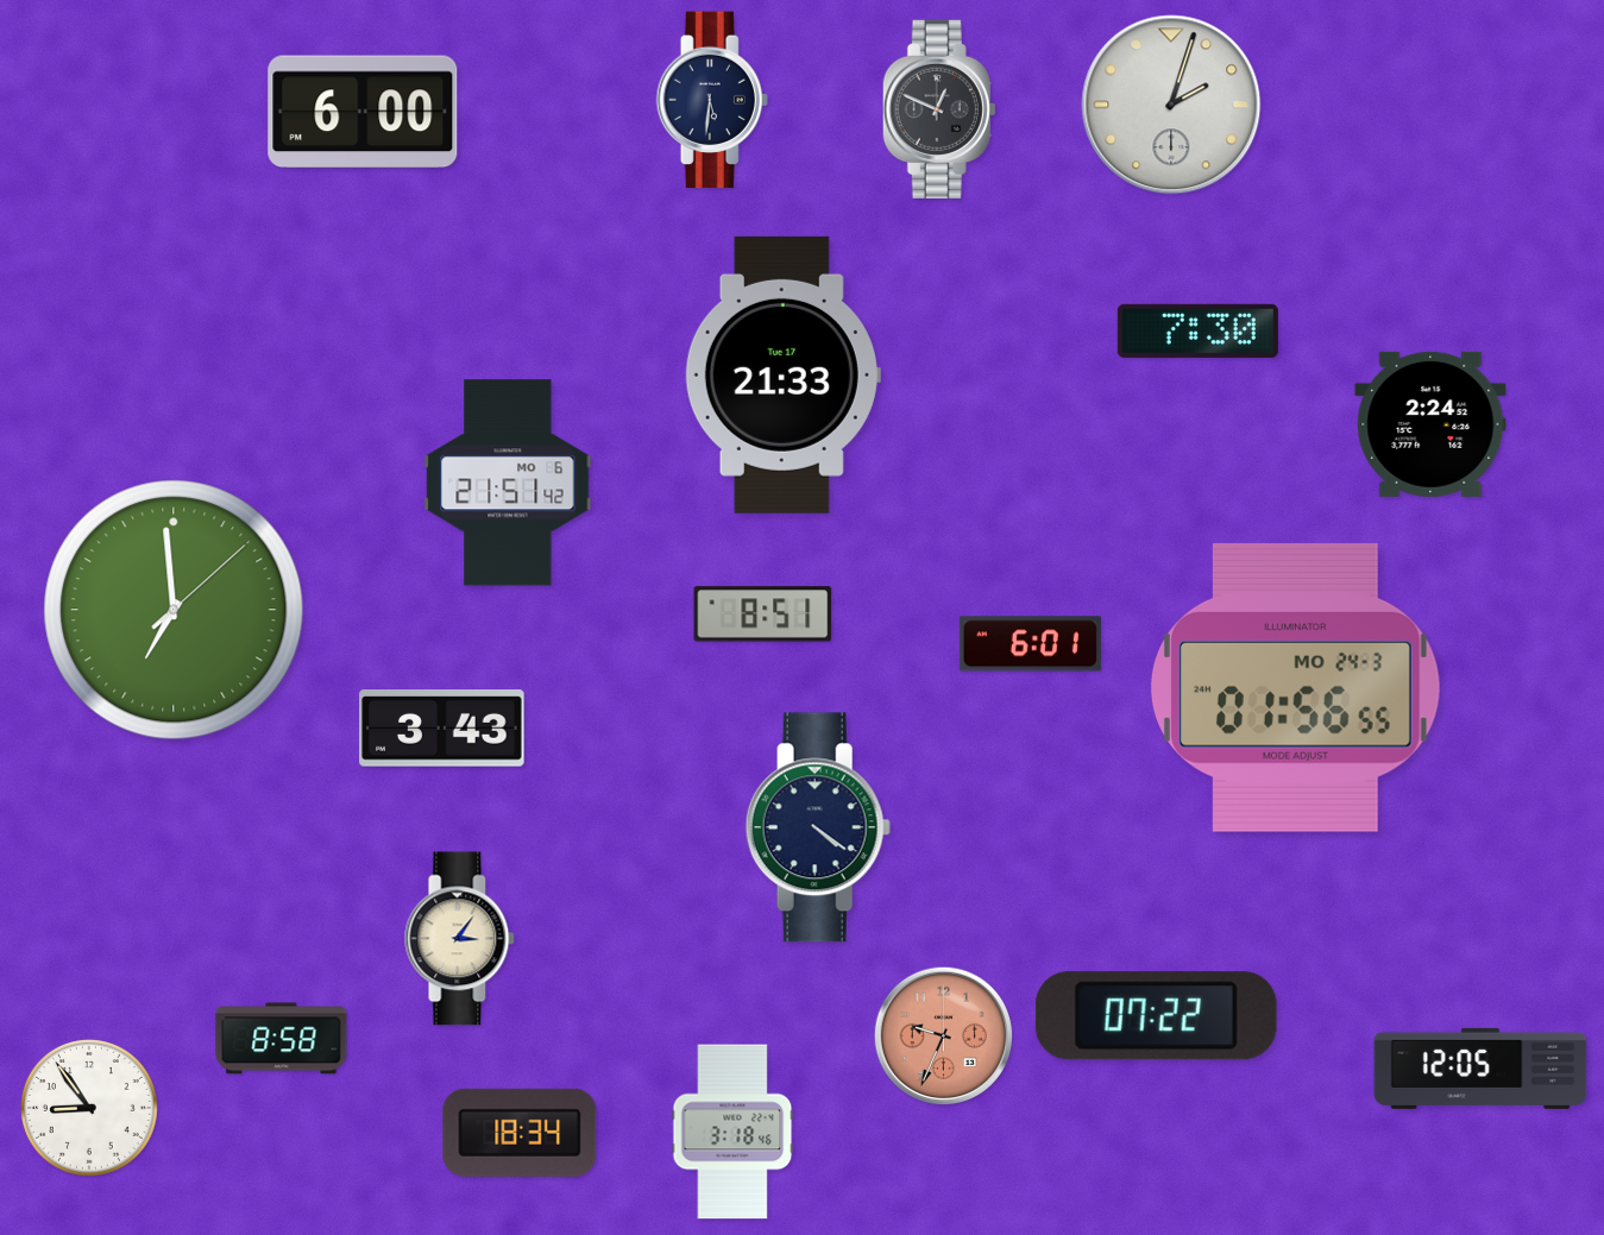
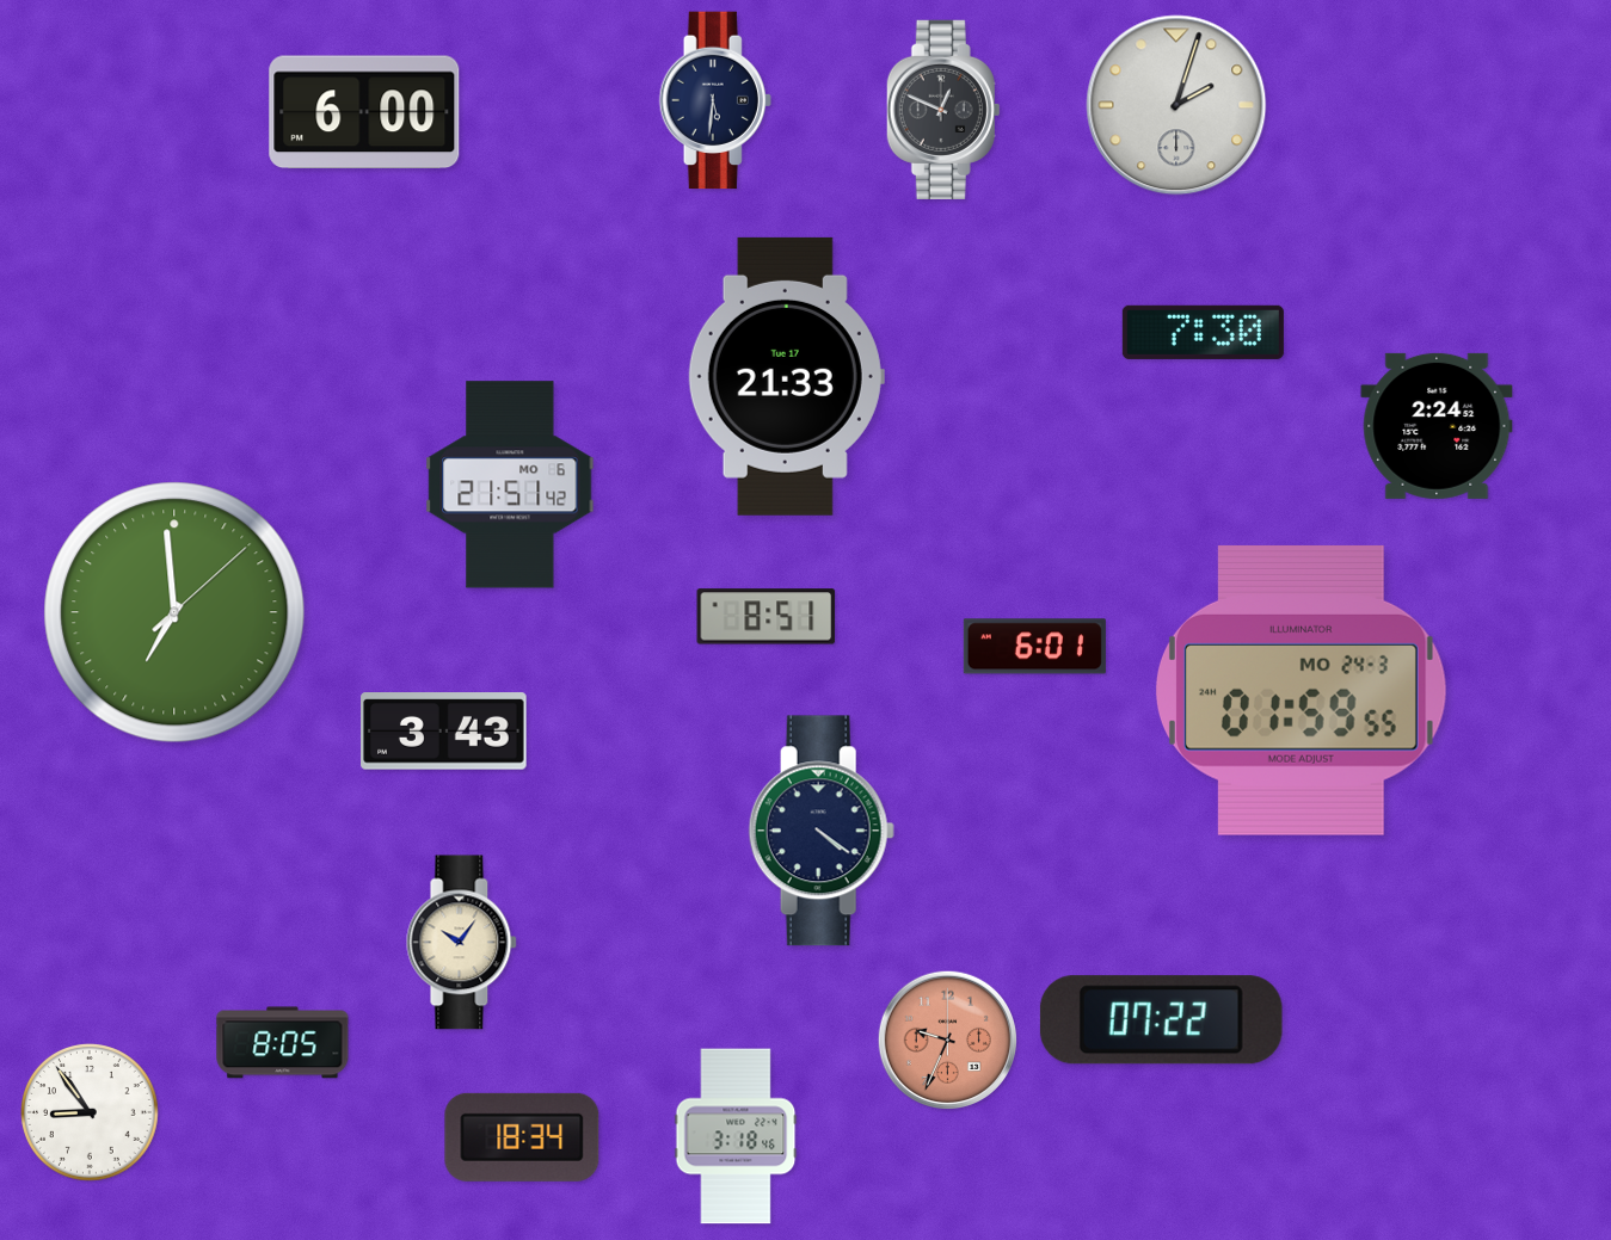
clock at (1295, 687): 01:56 -> 01:59
clock at (460, 939): 3:06 -> 10:06
clock at (282, 1039): 8:58 -> 8:05
clock at (1480, 1069): 12:05 -> none
